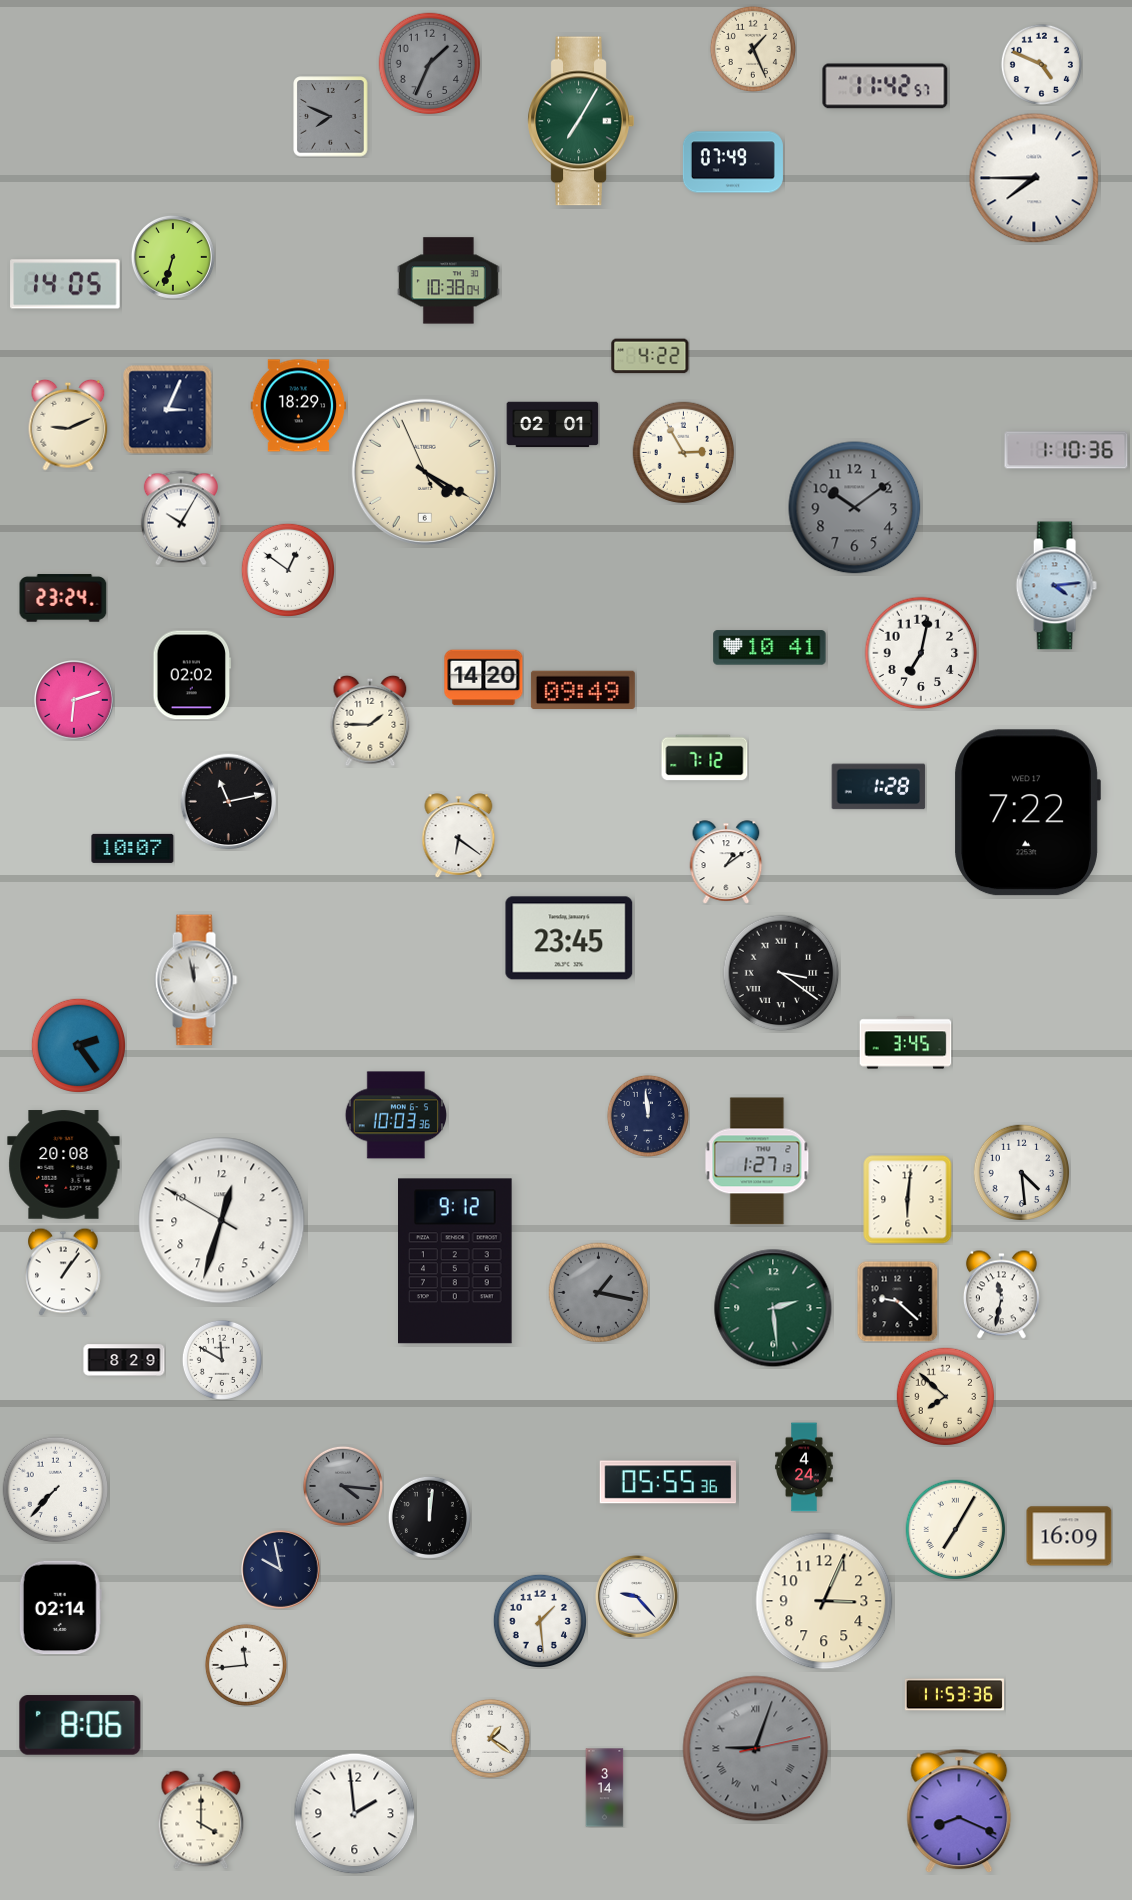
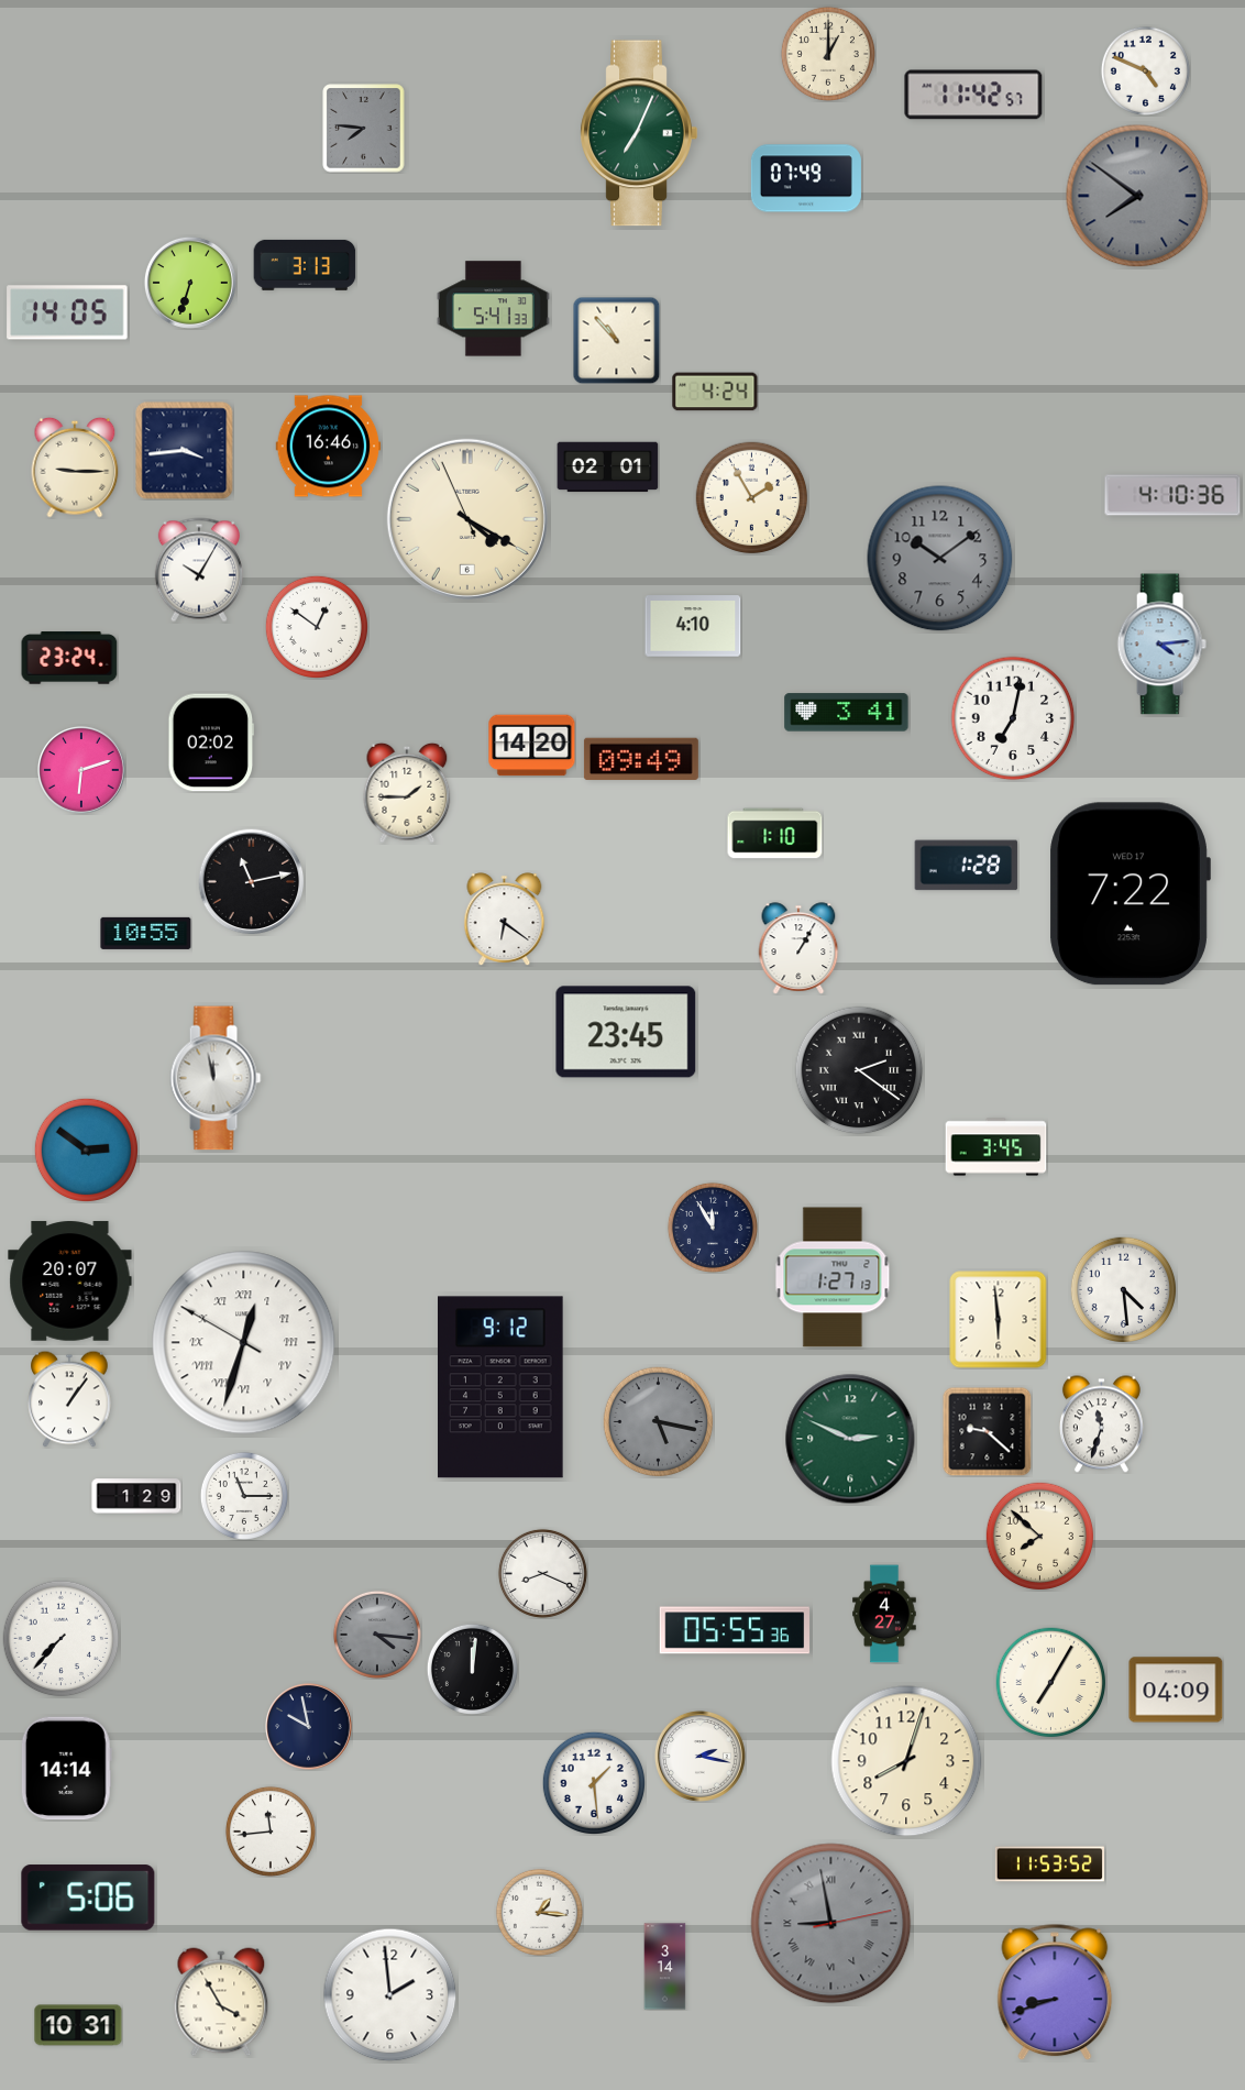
clock at (753, 49): 1:26 -> 1:00
clock at (430, 64): 1:34 -> none
clock at (331, 117): 7:49 -> 7:46
clock at (581, 121): 7:05 -> 7:04
clock at (1034, 178): 7:45 -> 7:51
clock at (1034, 178) dial: white -> grey
clock at (305, 265): none -> 3:13
clock at (448, 281): 10:38 -> 5:41
clock at (65, 284) position: (65, 284) -> (67, 312)
clock at (616, 340): none -> 10:53
clock at (650, 356): 4:22 -> 4:24
clock at (299, 406): 18:29 -> 16:46
clock at (168, 410): 3:04 -> 3:44
clock at (68, 425): 9:11 -> 9:15
clock at (1066, 450): 1:10 -> 4:10
clock at (684, 453): 2:55 -> 1:55
clock at (693, 626): none -> 4:10
clock at (770, 648): 10:41 -> 3:41
clock at (705, 758): 7:12 -> 1:10
clock at (133, 848): 10:07 -> 10:55
clock at (726, 862): 1:09 -> 1:05
clock at (781, 973): 3:21 -> 2:21
clock at (78, 1045): 2:24 -> 2:51
clock at (395, 1115): 10:03 -> none
clock at (648, 1116): 11:59 -> 11:55
clock at (64, 1165): 20:08 -> 20:07
clock at (908, 1200): 6:01 -> 5:59
clock at (222, 1221) numerals: Arabic -> Roman
clock at (599, 1293): 1:17 -> 5:17
clock at (1001, 1295): 11:32 -> 11:33
clock at (773, 1308): 2:29 -> 2:49
clock at (124, 1360): 8:29 -> 1:29
clock at (222, 1360): 11:50 -> 11:15
clock at (542, 1573): none -> 8:19
clock at (804, 1467): 4:24 -> 4:27
clock at (1069, 1536): 16:09 -> 04:09
clock at (636, 1596): 9:23 -> 2:17
clock at (824, 1601): 3:04 -> 8:03
clock at (60, 1608): 02:14 -> 14:14
clock at (954, 1695): 11:53:36 -> 11:53:52
clock at (80, 1725): 8:06 -> 5:06
clock at (490, 1738): 1:21 -> 1:16
clock at (756, 1749): 9:03 -> 8:58
clock at (959, 1811): 8:19 -> 8:42
clock at (201, 1820): 4:00 -> 3:55
clock at (78, 2025): none -> 10:31
